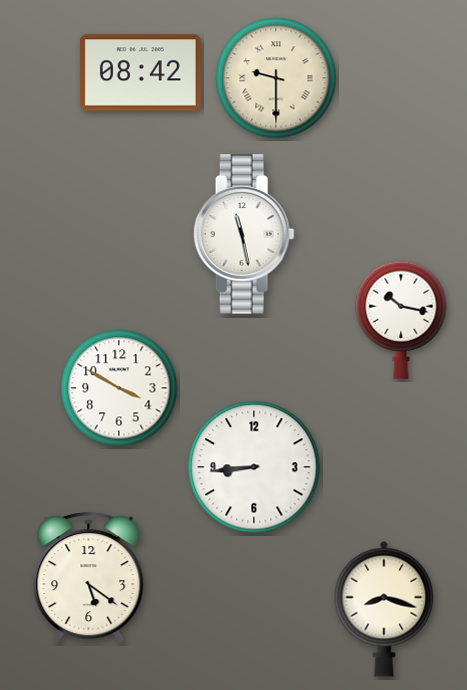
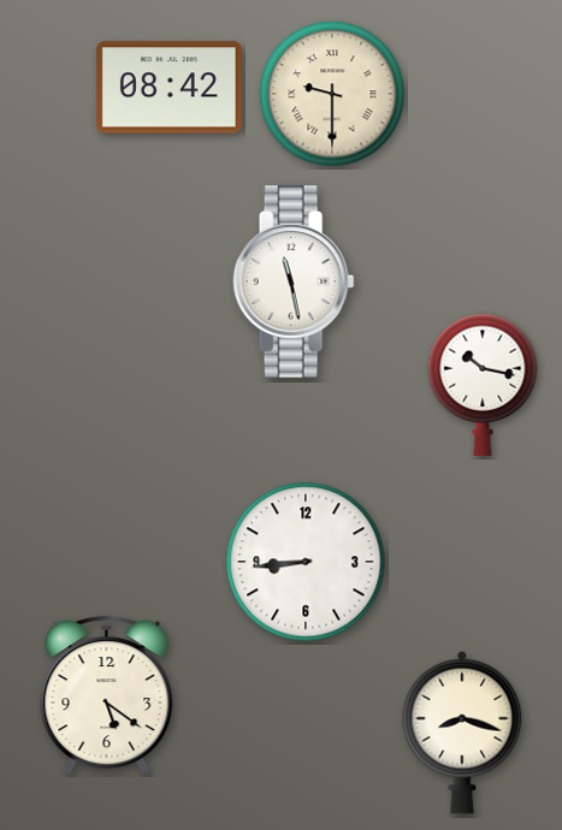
clock at (119, 388): 3:50 -> none
